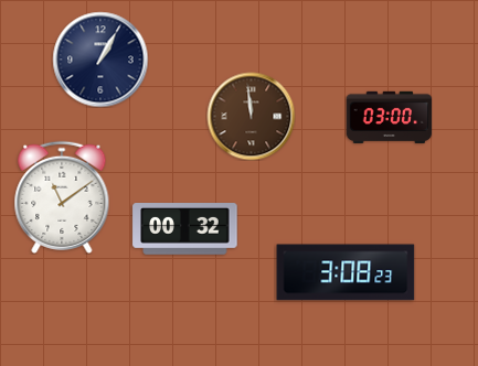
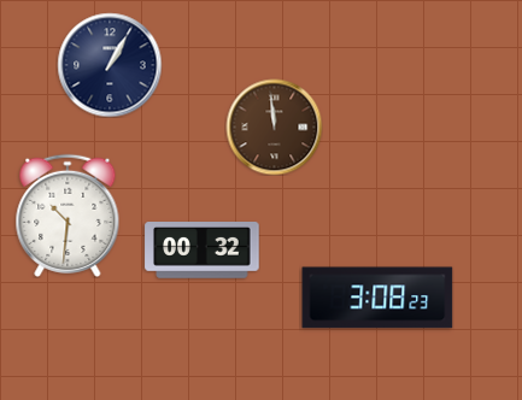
clock at (389, 117): 03:00 -> none
clock at (62, 197): 11:09 -> 10:31
